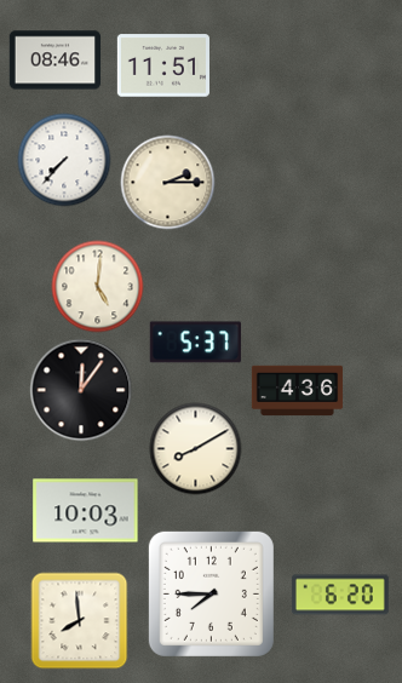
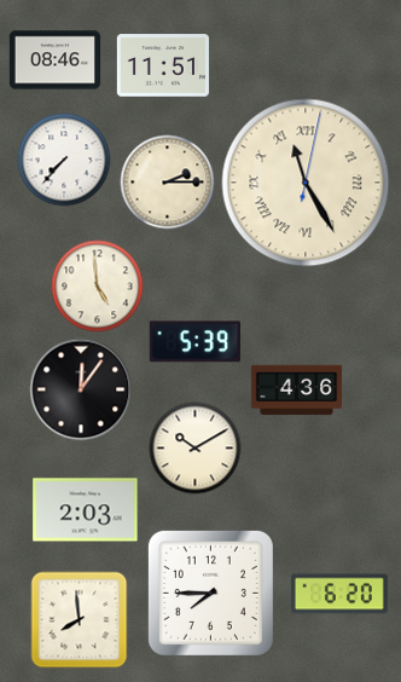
clock at (306, 183): none -> 11:25
clock at (98, 287): 5:01 -> 4:59
clock at (195, 343): 5:37 -> 5:39
clock at (196, 449): 8:10 -> 10:10
clock at (86, 511): 10:03 -> 2:03
